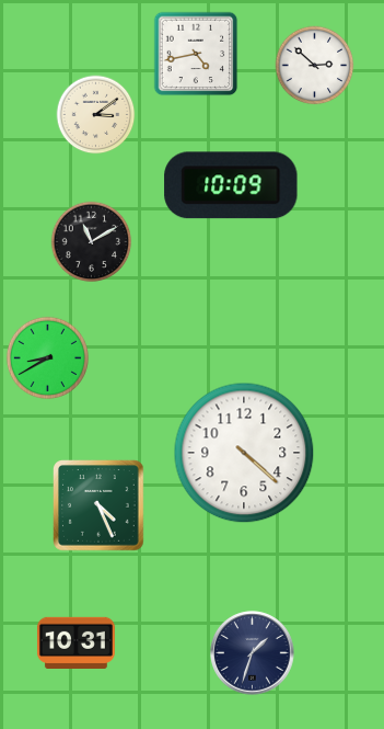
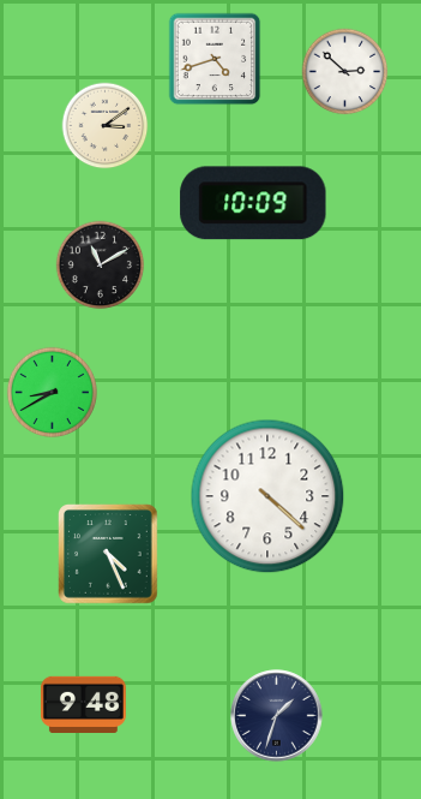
clock at (196, 54): 4:43 -> 4:42
clock at (75, 642): 10:31 -> 9:48
